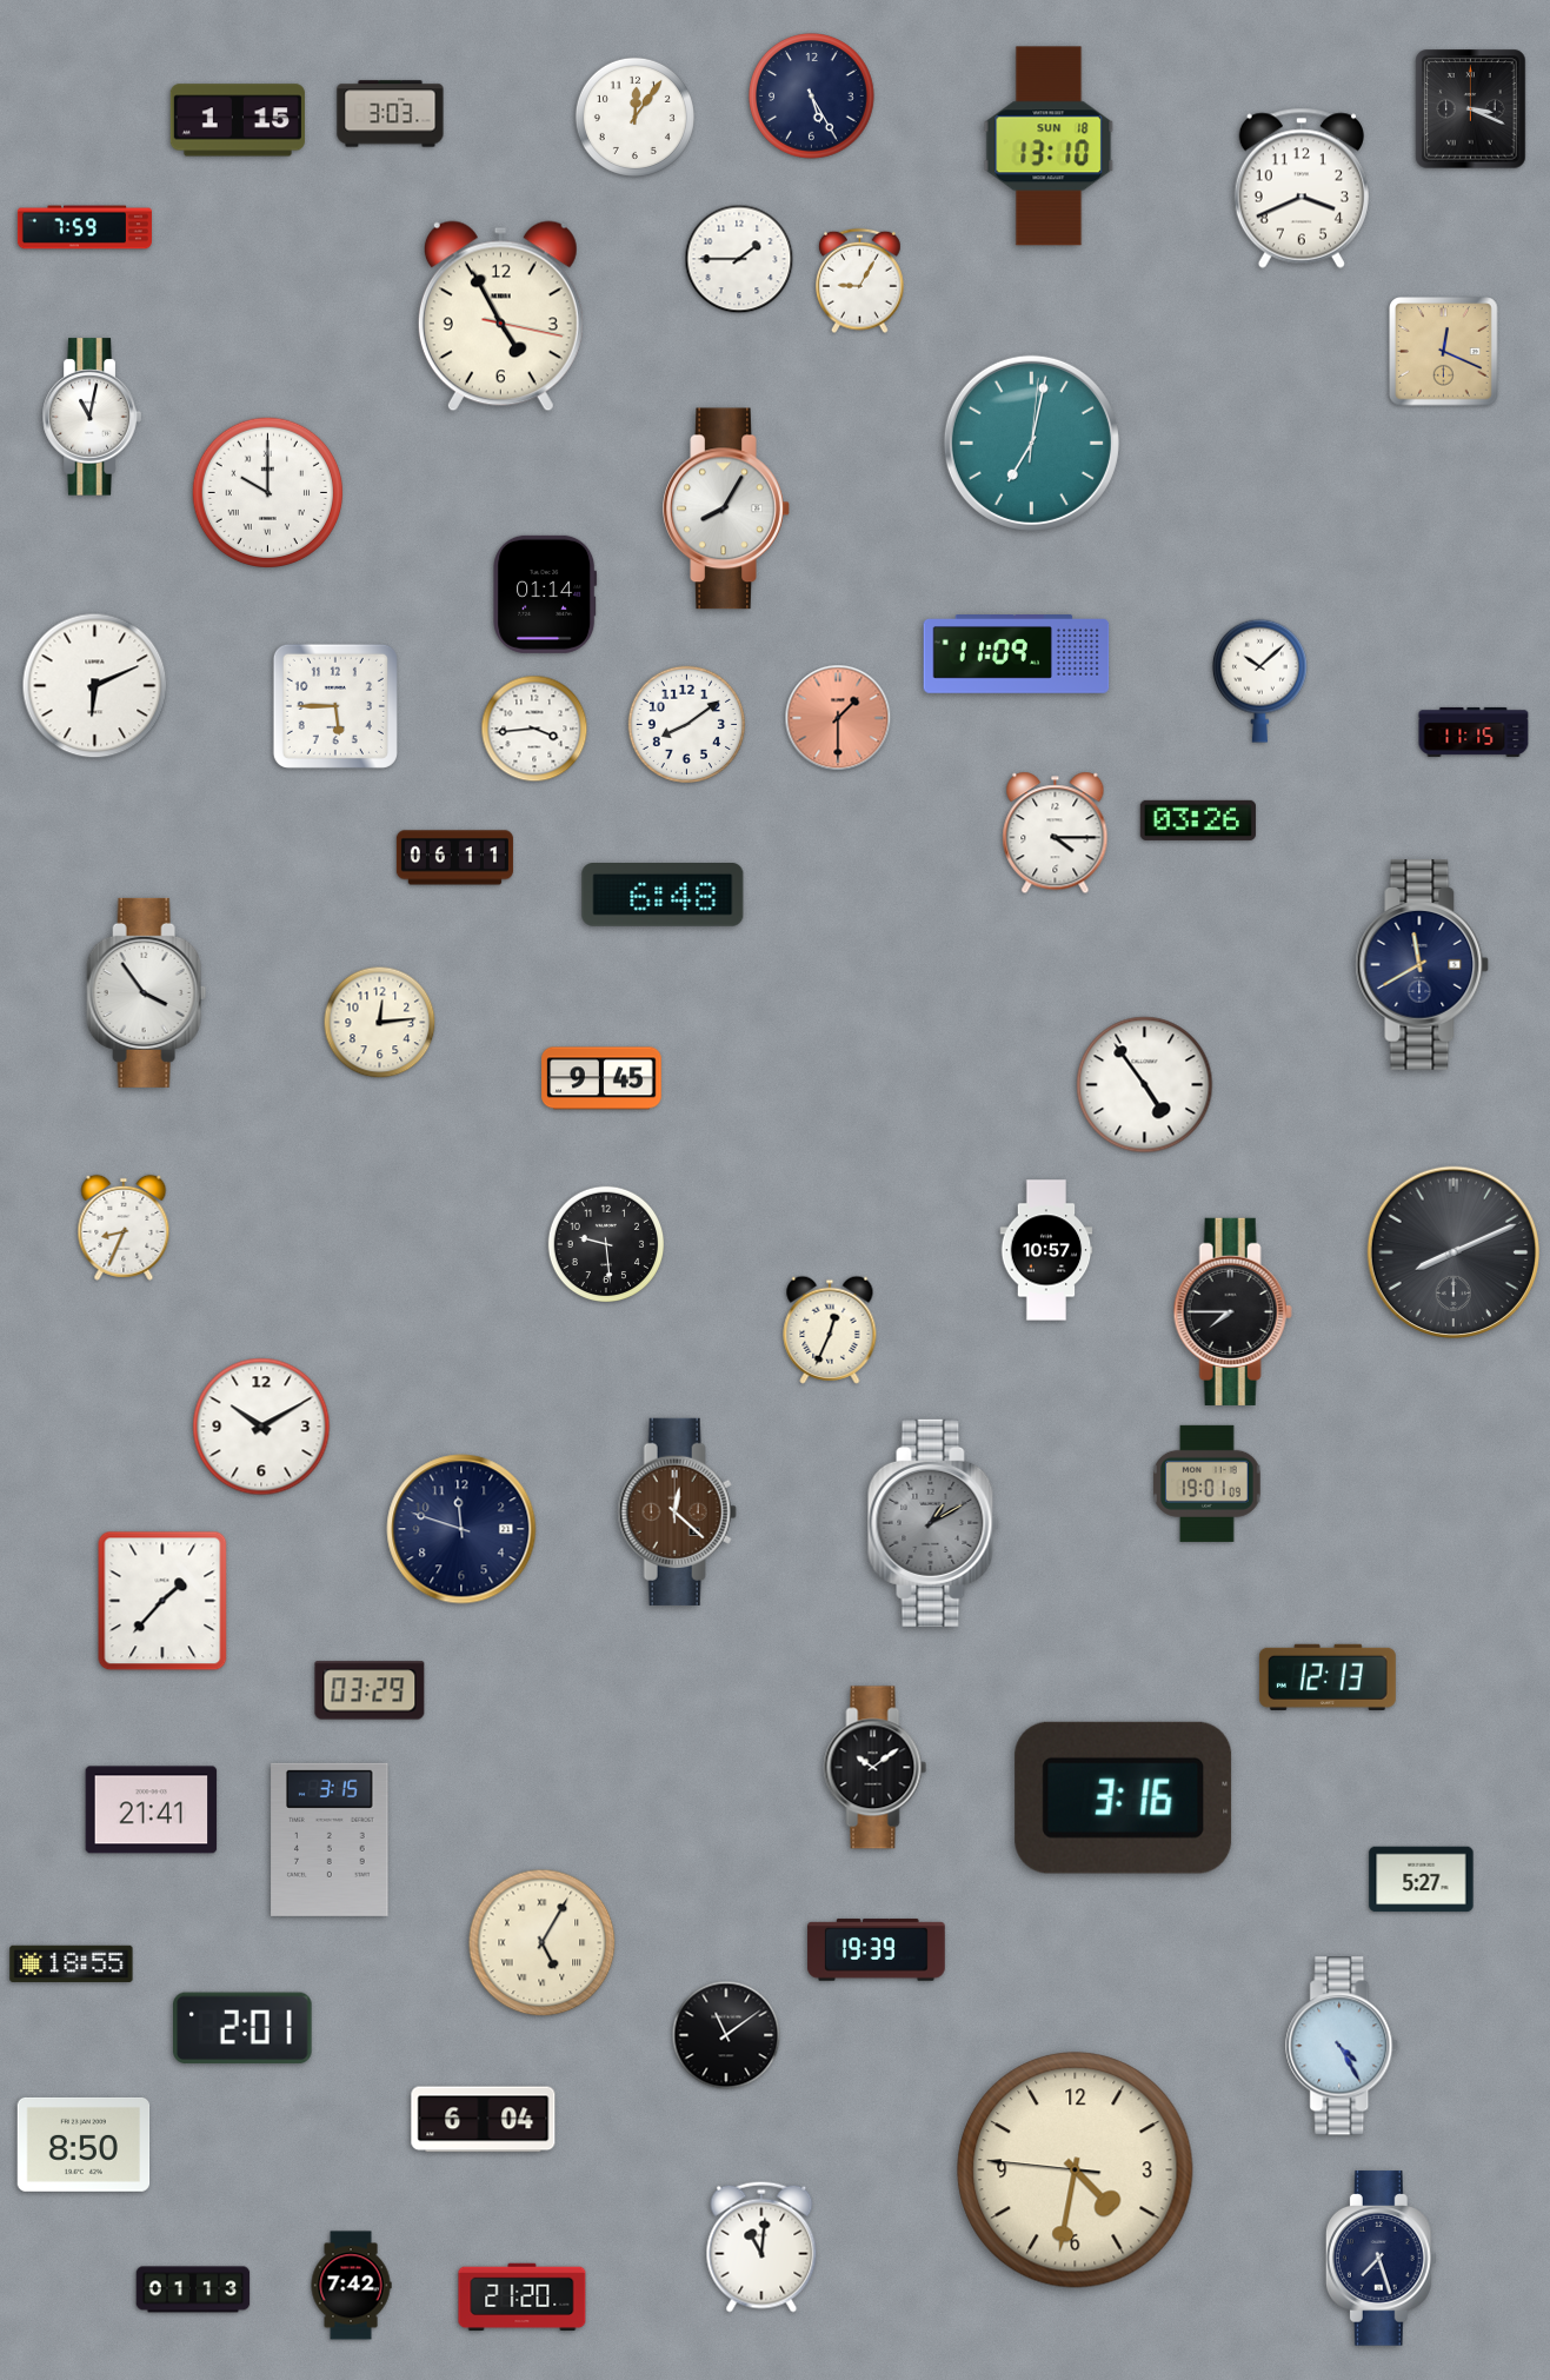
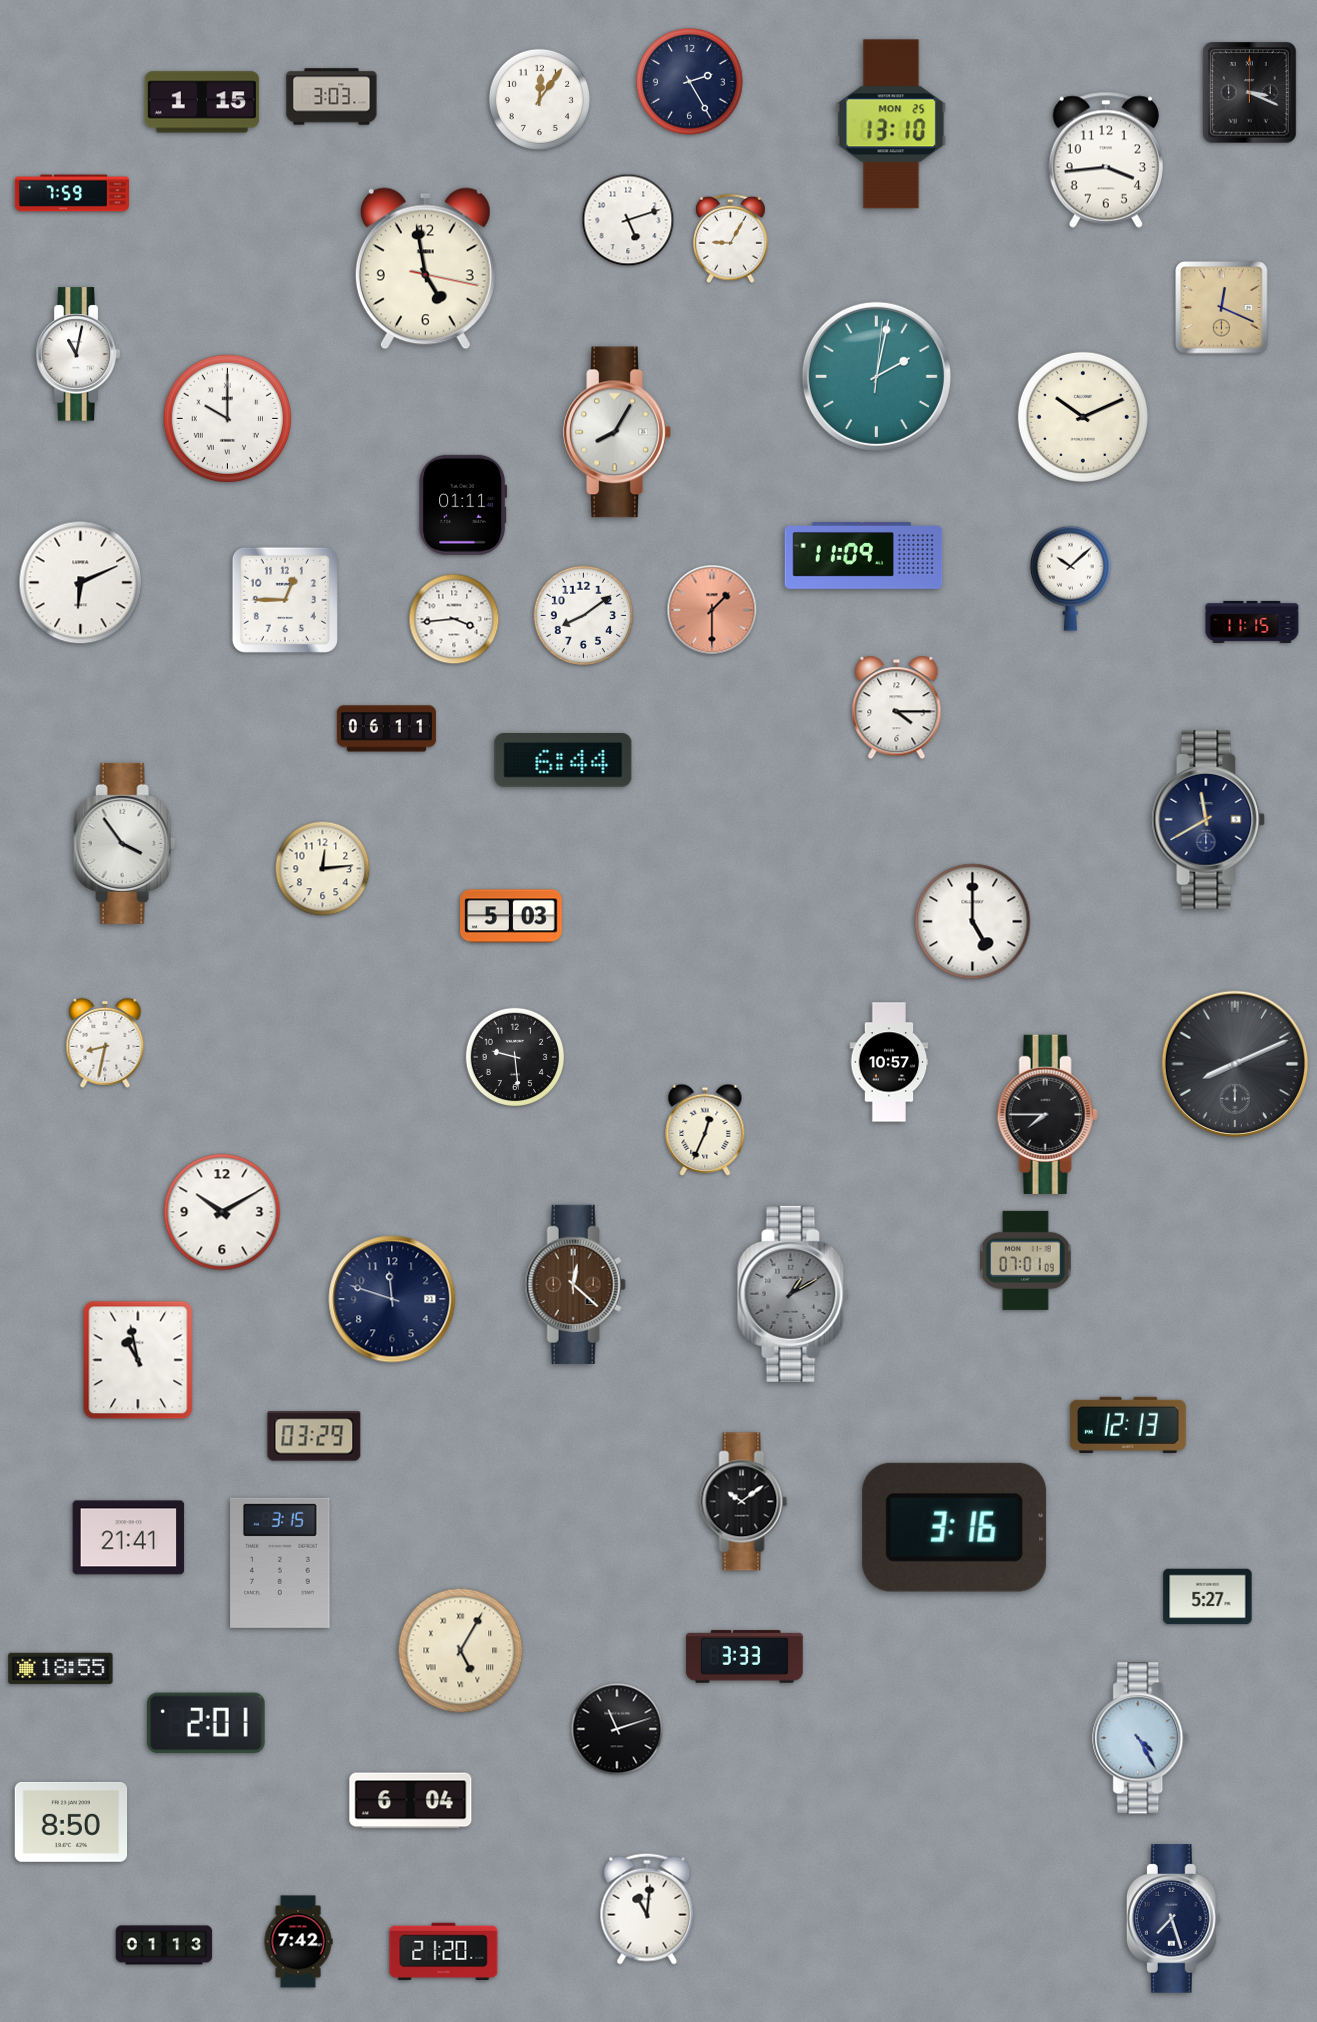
clock at (812, 97): 5:25 -> 2:25
clock at (1049, 146) date: SUN 18 -> MON 25
clock at (1302, 188): 3:41 -> 3:44
clock at (739, 259): 1:45 -> 5:12
clock at (500, 317): 4:55 -> 4:58
clock at (1444, 352) position: (1444, 352) -> (1222, 308)
clock at (1031, 443): 7:02 -> 2:02
clock at (1083, 417): none -> 10:11
clock at (545, 594): 01:14 -> 01:11
clock at (335, 706): 5:45 -> 12:45
clock at (1198, 820): 03:26 -> none
clock at (663, 896): 6:48 -> 6:44
clock at (601, 1078): 9:45 -> 5:03
clock at (1145, 1085): 4:54 -> 5:00
clock at (124, 1228): 8:34 -> 8:32
clock at (1208, 1483): 19:01 -> 07:01
clock at (162, 1601): 1:37 -> 10:58
clock at (877, 1950): 19:39 -> 3:33
clock at (726, 2035): 11:09 -> 11:12
clock at (1076, 2170): 4:31 -> none
